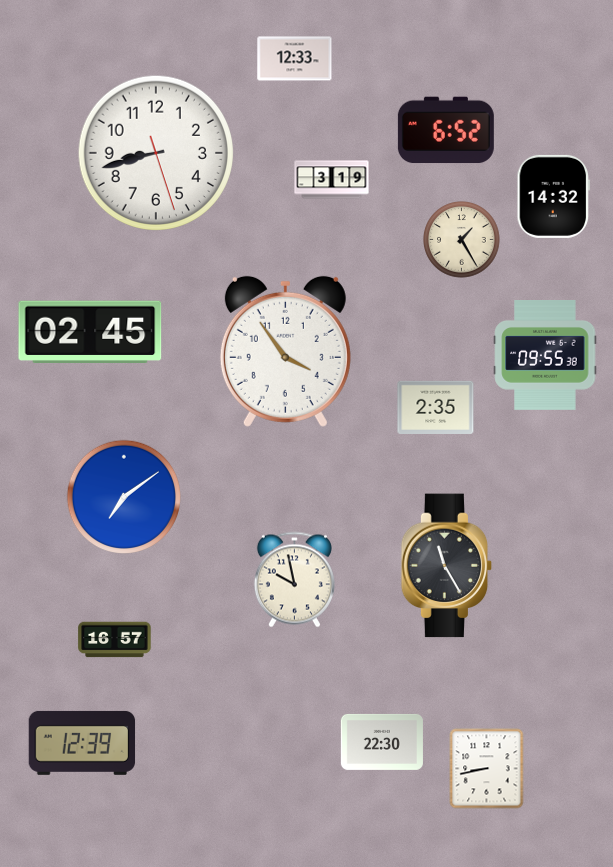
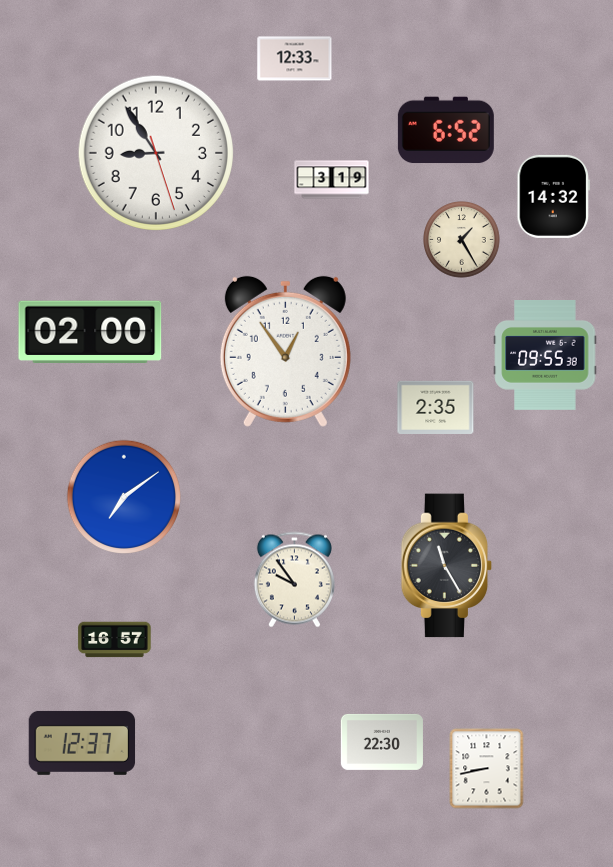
clock at (155, 152): 8:42 -> 8:54
clock at (90, 331): 02:45 -> 02:00
clock at (285, 351): 3:54 -> 12:54
clock at (294, 580): 9:58 -> 9:54
clock at (82, 743): 12:39 -> 12:37
